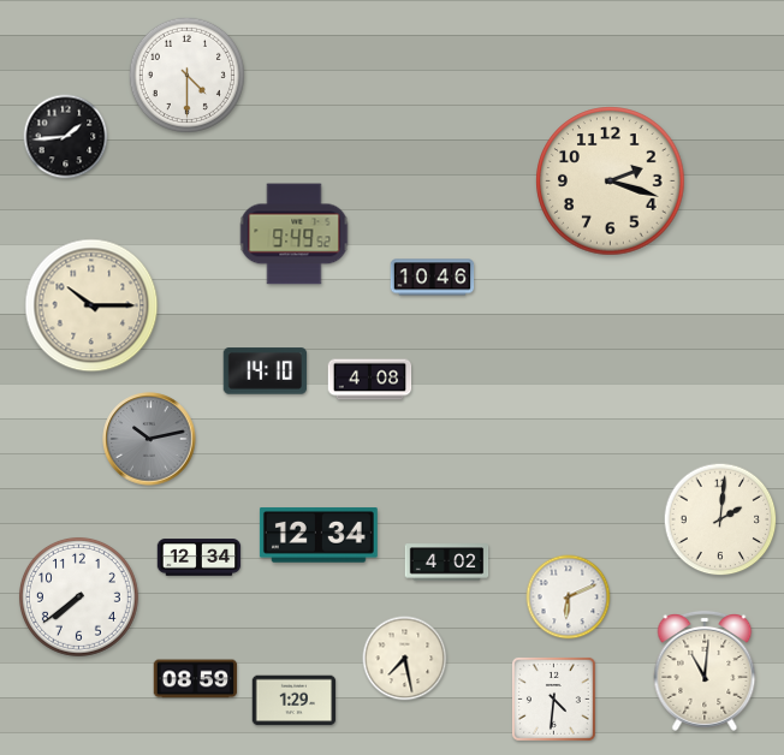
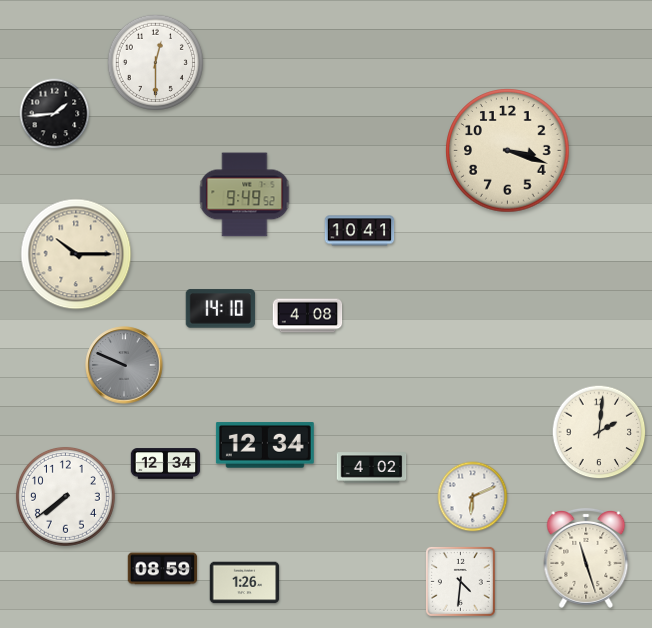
clock at (186, 75): 4:30 -> 12:30
clock at (611, 182): 2:18 -> 3:18
clock at (433, 278): 10:46 -> 10:41
clock at (149, 439): 10:13 -> 9:49
clock at (405, 659): 7:28 -> none
clock at (705, 671): 11:01 -> 11:27
clock at (196, 679) position: (196, 679) -> (163, 569)
clock at (295, 701): 1:29 -> 1:26
